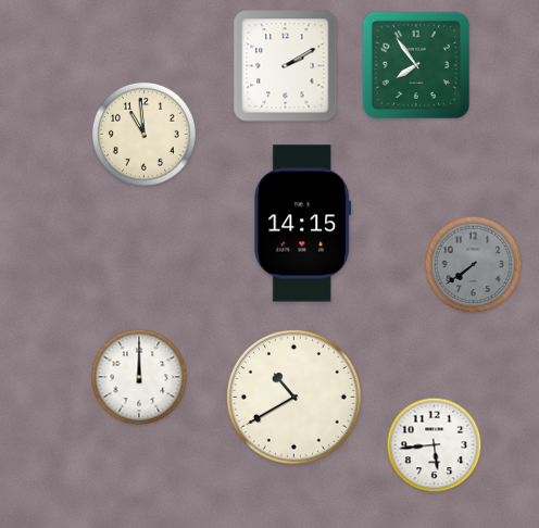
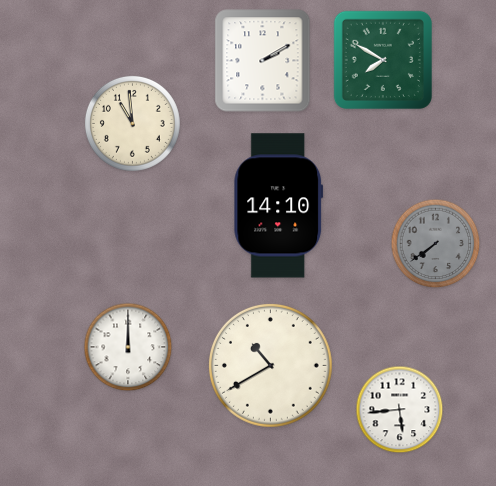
clock at (416, 65): 7:54 -> 7:50
clock at (303, 224): 14:15 -> 14:10
